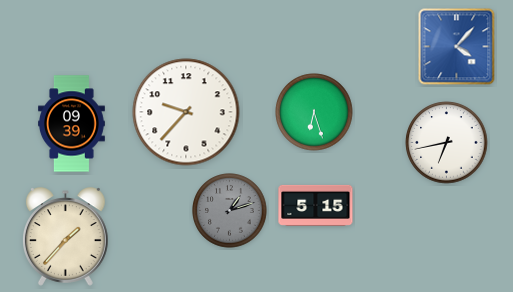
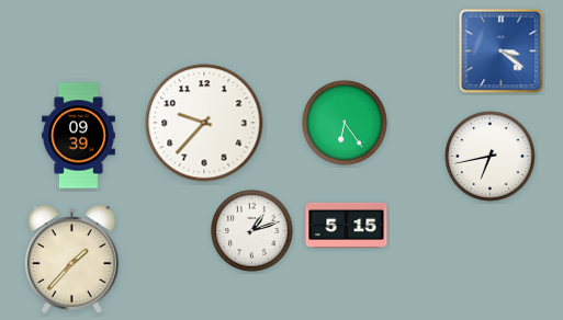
clock at (457, 47): 4:07 -> 3:21
clock at (314, 112): 6:27 -> 6:24
clock at (230, 211) dial: grey -> white
